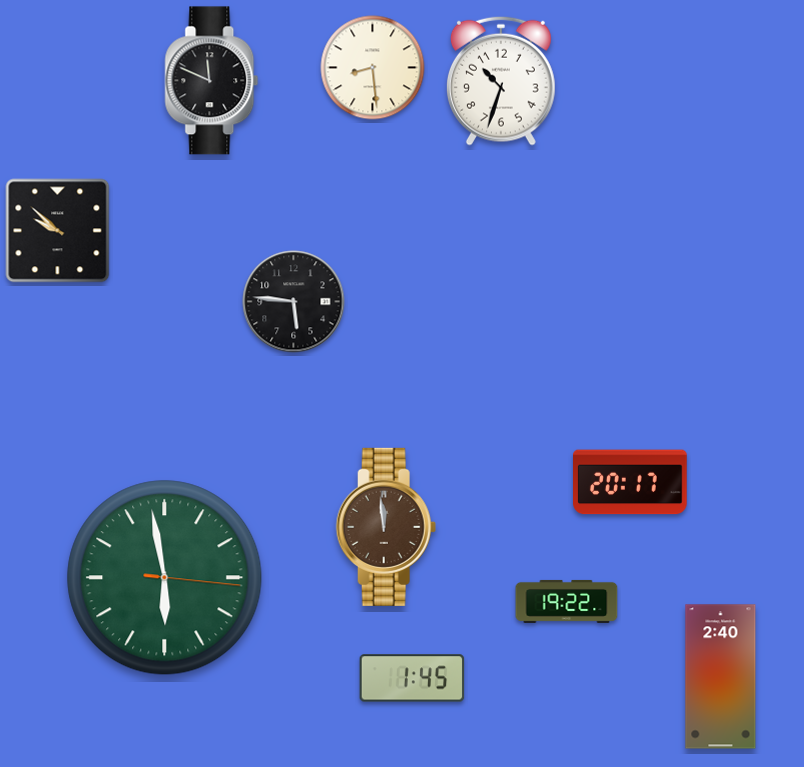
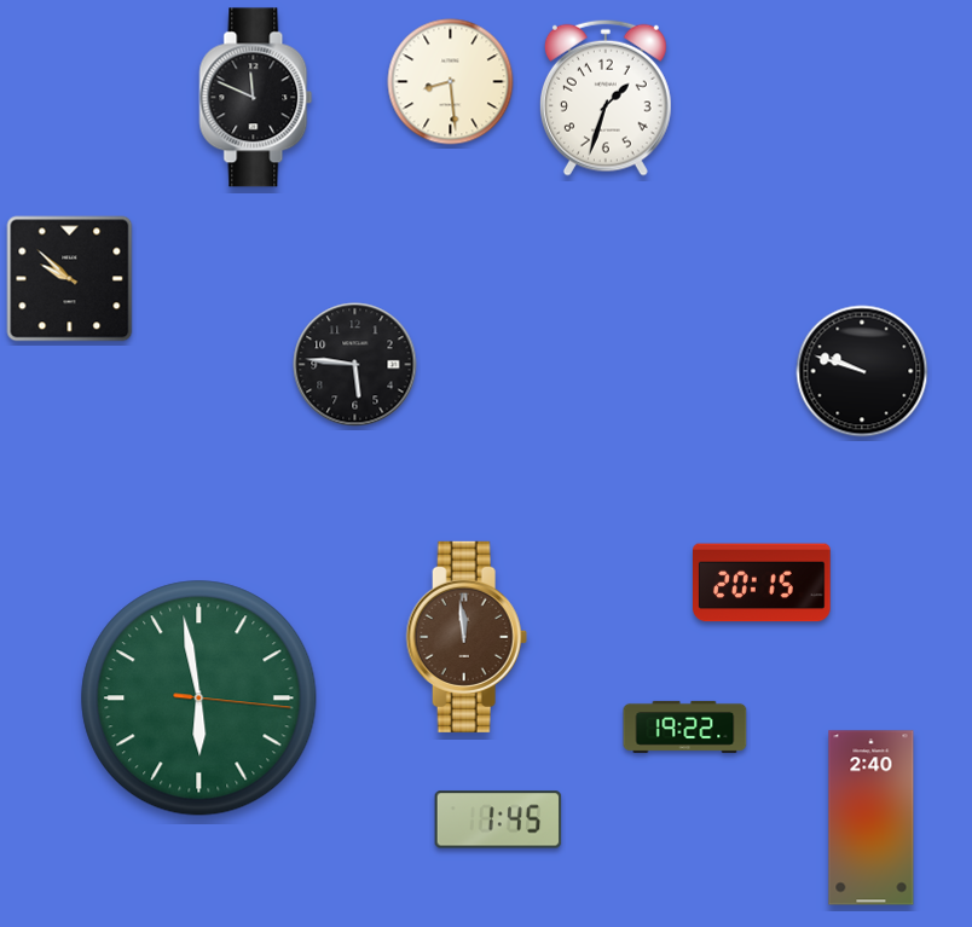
clock at (501, 81): 10:33 -> 1:33
clock at (862, 371): none -> 9:48
clock at (631, 482): 20:17 -> 20:15
